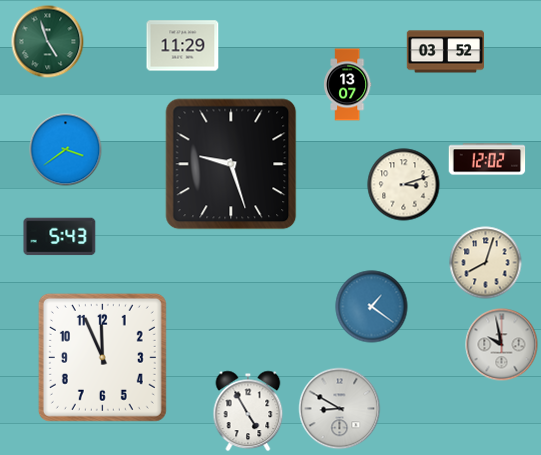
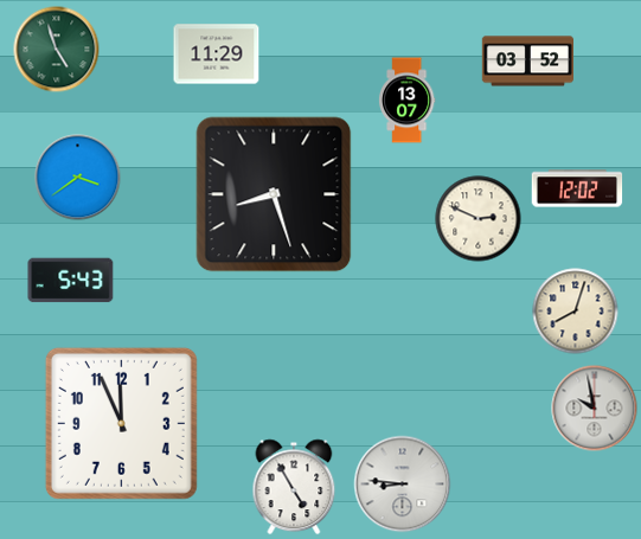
clock at (347, 85) position: (347, 85) -> (406, 101)
clock at (231, 164): 9:27 -> 8:27
clock at (404, 185): 3:12 -> 2:49
clock at (372, 307): 1:21 -> none
clock at (340, 409): 8:50 -> 8:46
